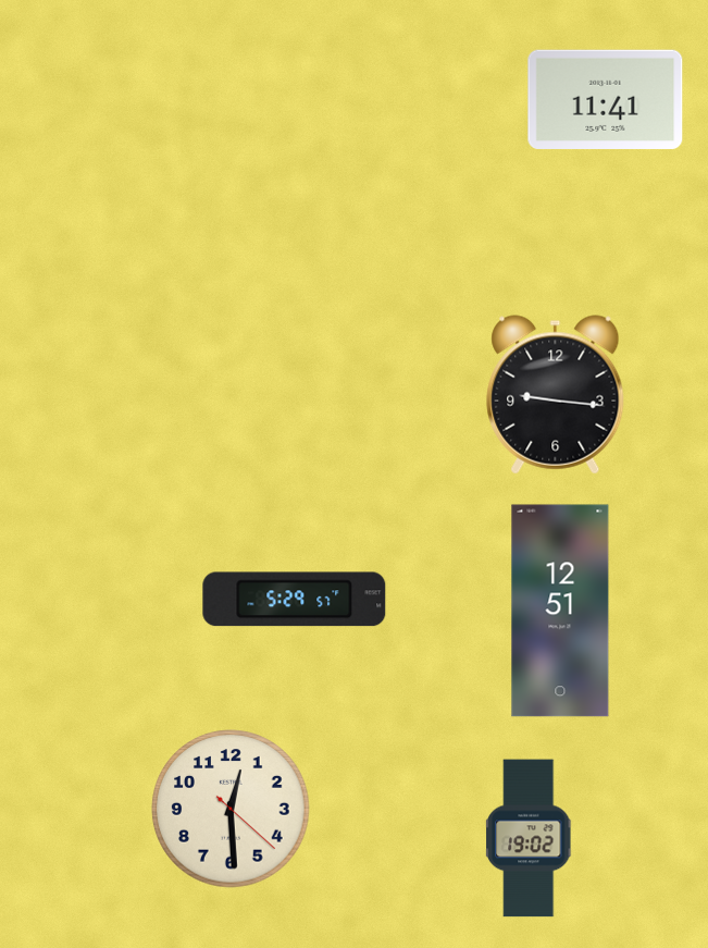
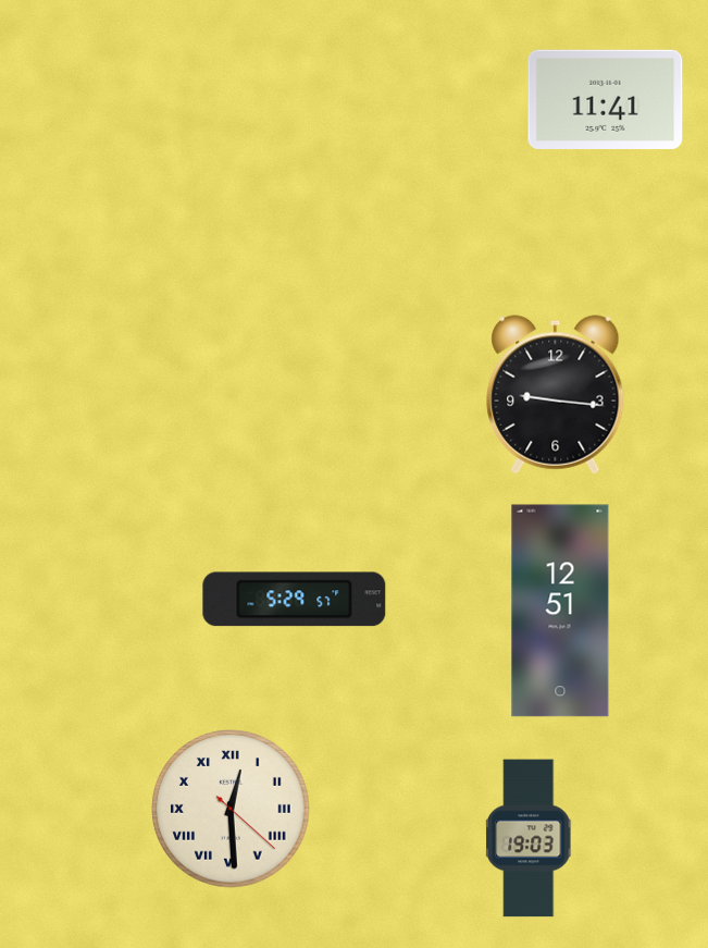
clock at (231, 809) numerals: Arabic -> Roman
clock at (529, 838): 19:02 -> 19:03
